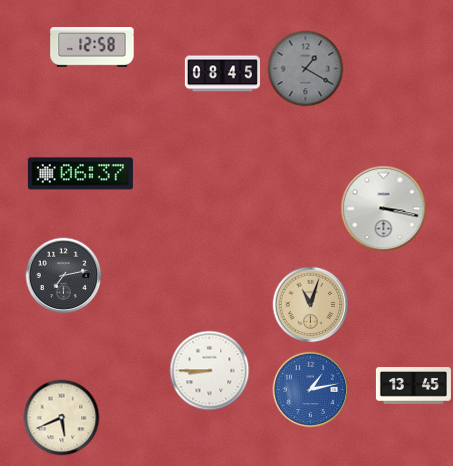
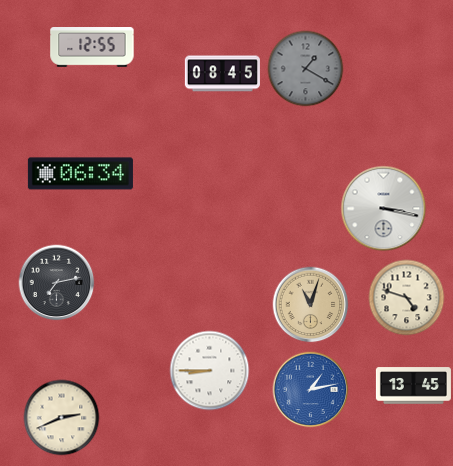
clock at (92, 48): 12:58 -> 12:55
clock at (80, 174): 06:37 -> 06:34
clock at (64, 276) position: (64, 276) -> (57, 283)
clock at (407, 298): none -> 4:48
clock at (62, 418): 5:41 -> 2:41
